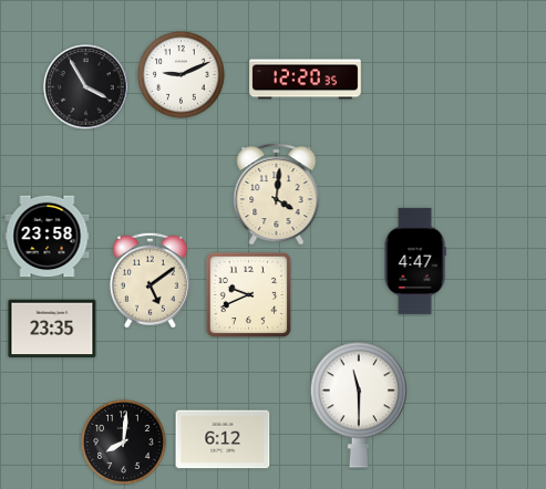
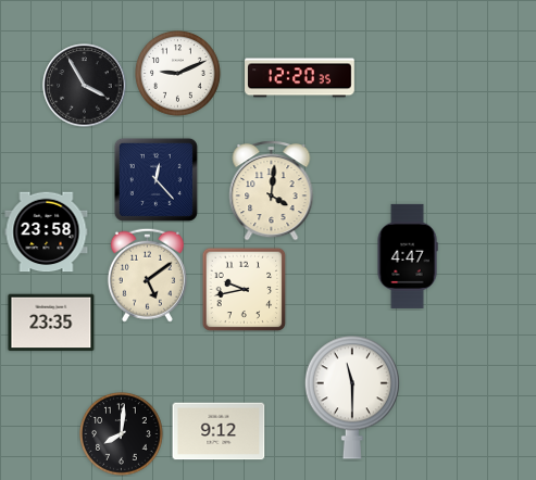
clock at (155, 179): none -> 12:23
clock at (248, 294): 9:41 -> 9:43
clock at (223, 439): 6:12 -> 9:12
